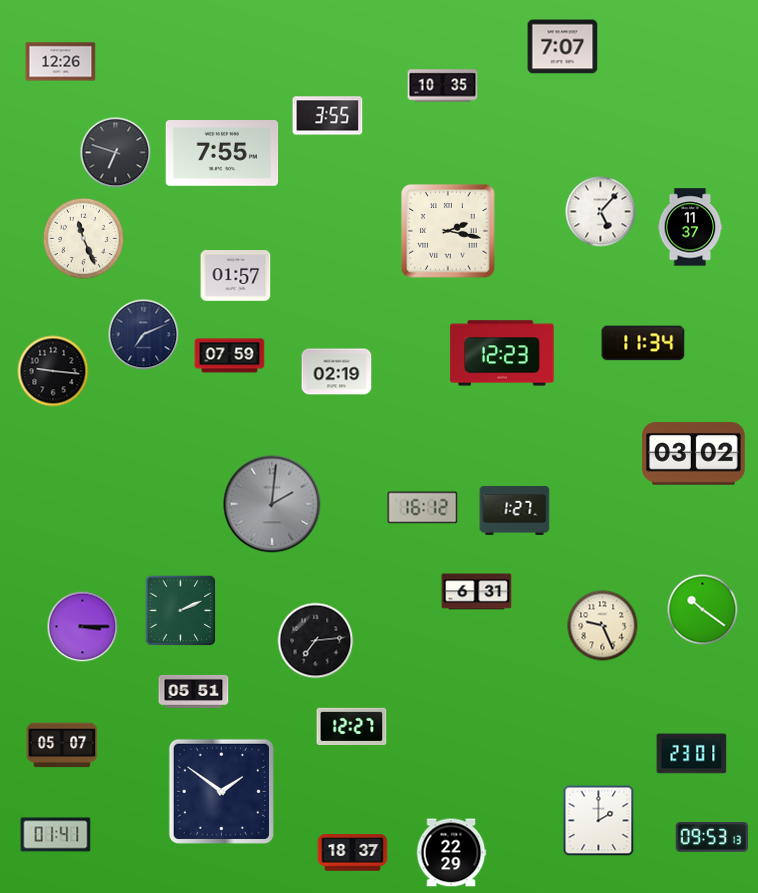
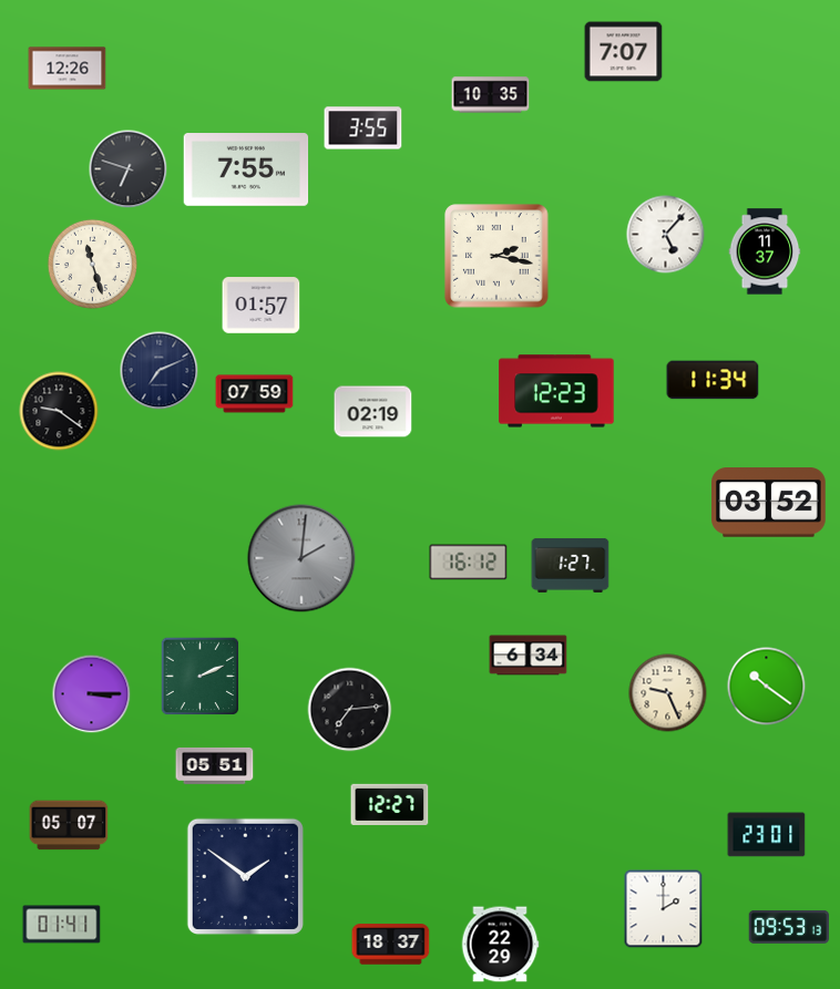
clock at (83, 238): 11:26 -> 11:27
clock at (53, 371): 9:16 -> 9:21
clock at (694, 454): 03:02 -> 03:52
clock at (477, 592): 6:31 -> 6:34
clock at (703, 610) position: (703, 610) -> (767, 687)
